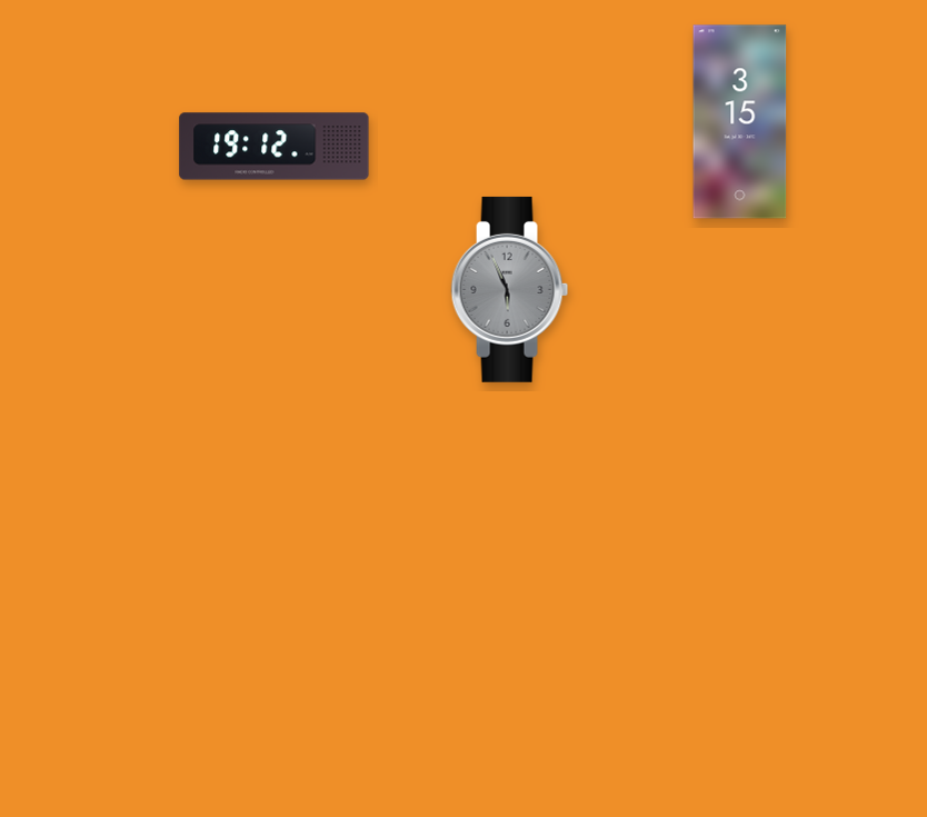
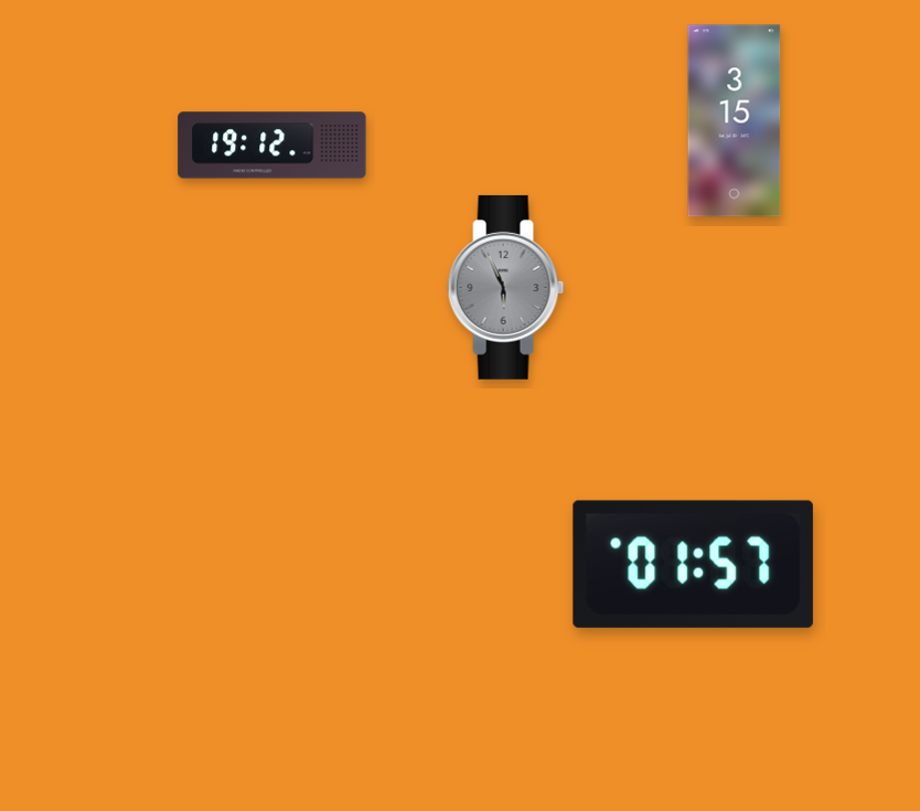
clock at (693, 564): none -> 01:57
